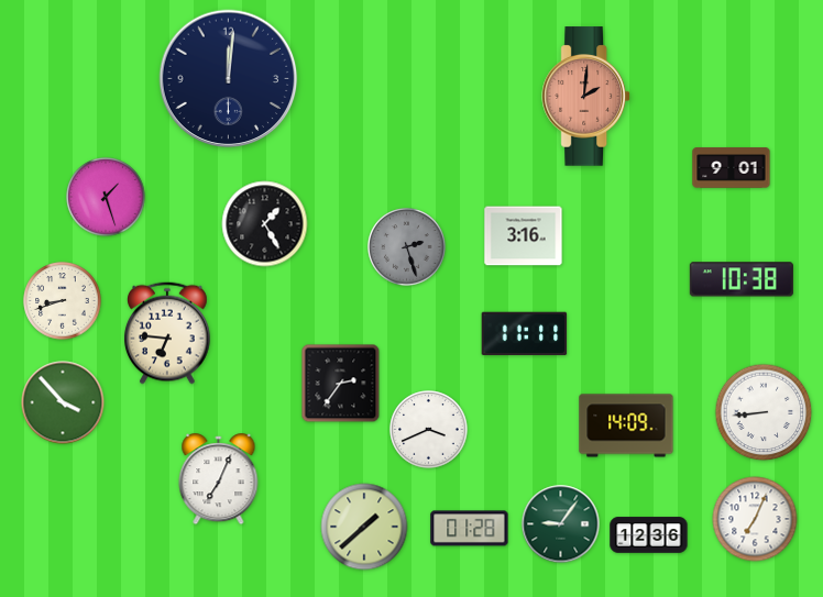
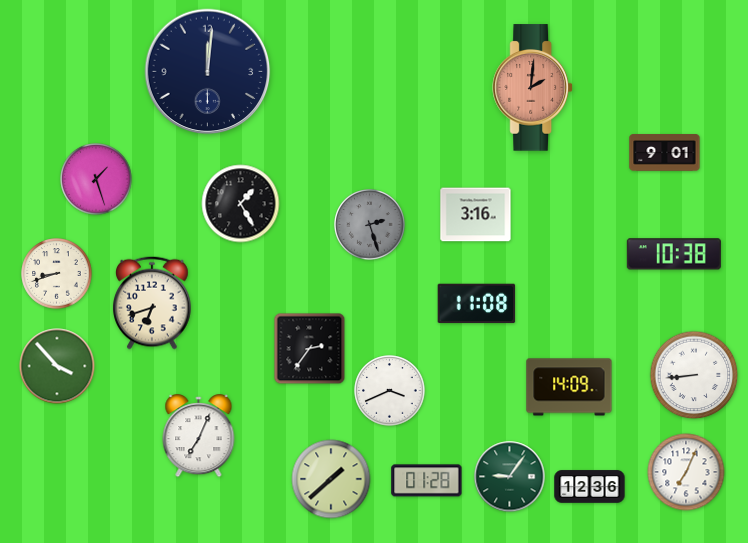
clock at (167, 333): 6:46 -> 6:42
clock at (525, 334): 11:11 -> 11:08
